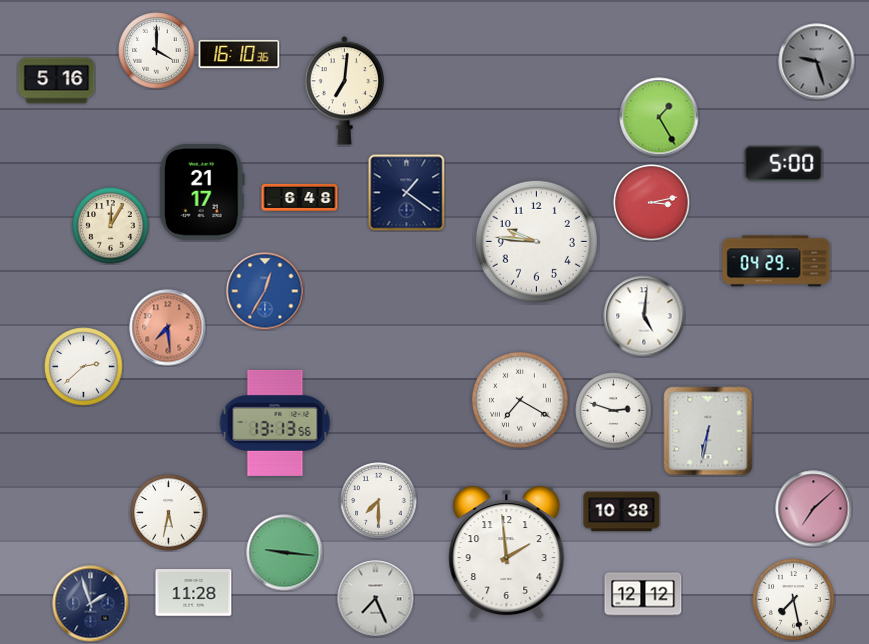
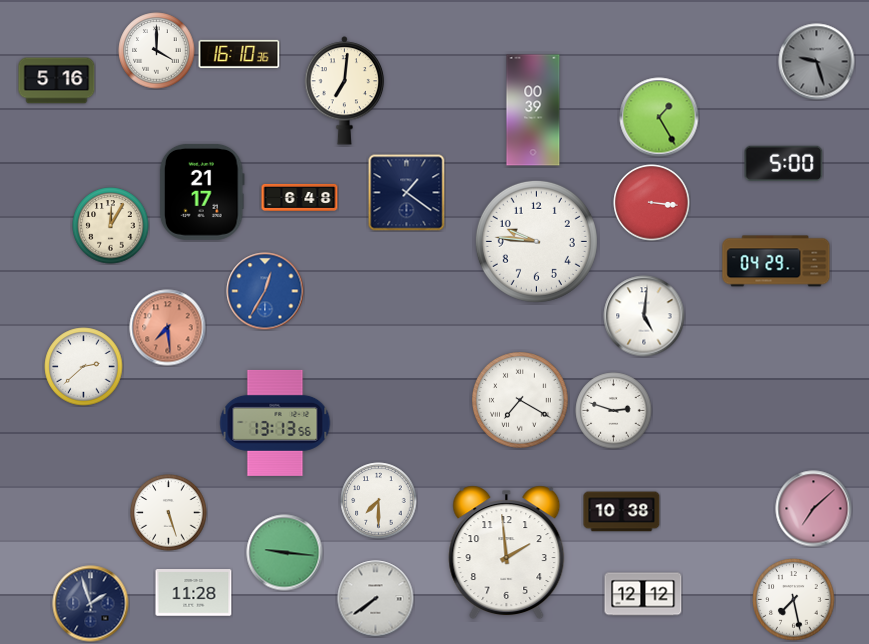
clock at (533, 110): none -> 00:39
clock at (652, 203): 3:13 -> 3:16
clock at (708, 431): 6:32 -> none
clock at (169, 513): 5:32 -> 5:27
clock at (376, 599): 7:26 -> 7:39
